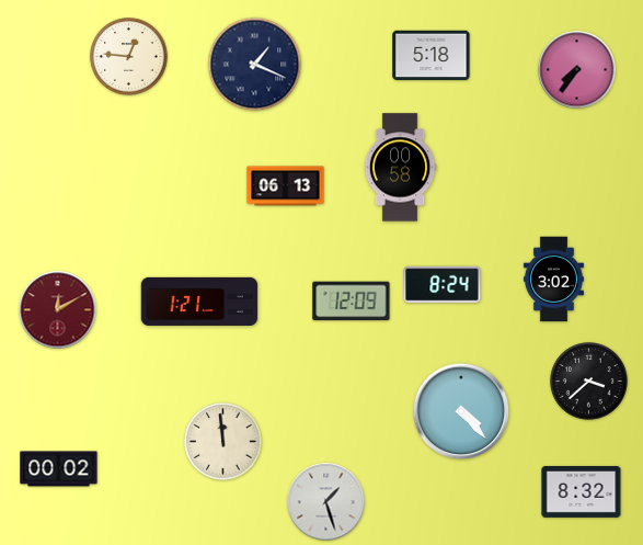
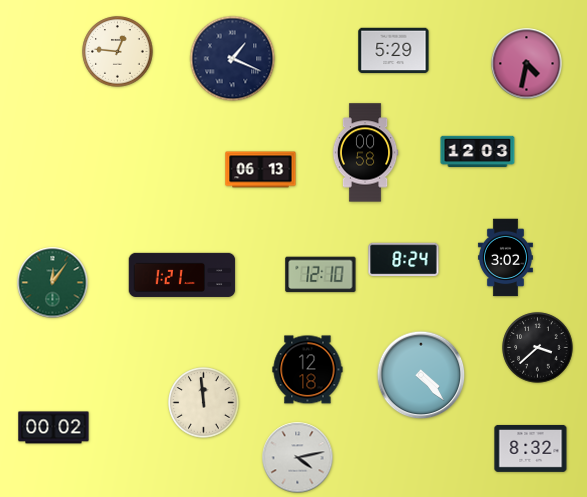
clock at (432, 56): 5:18 -> 5:29
clock at (577, 70): 7:36 -> 4:32
clock at (478, 152): none -> 12:03
clock at (553, 280) position: (553, 280) -> (505, 258)
clock at (352, 302): 12:09 -> 12:10
clock at (58, 310): 12:10 -> 12:06
clock at (58, 310) dial: burgundy -> green
clock at (308, 370): none -> 12:18
clock at (326, 502): 1:27 -> 4:13
